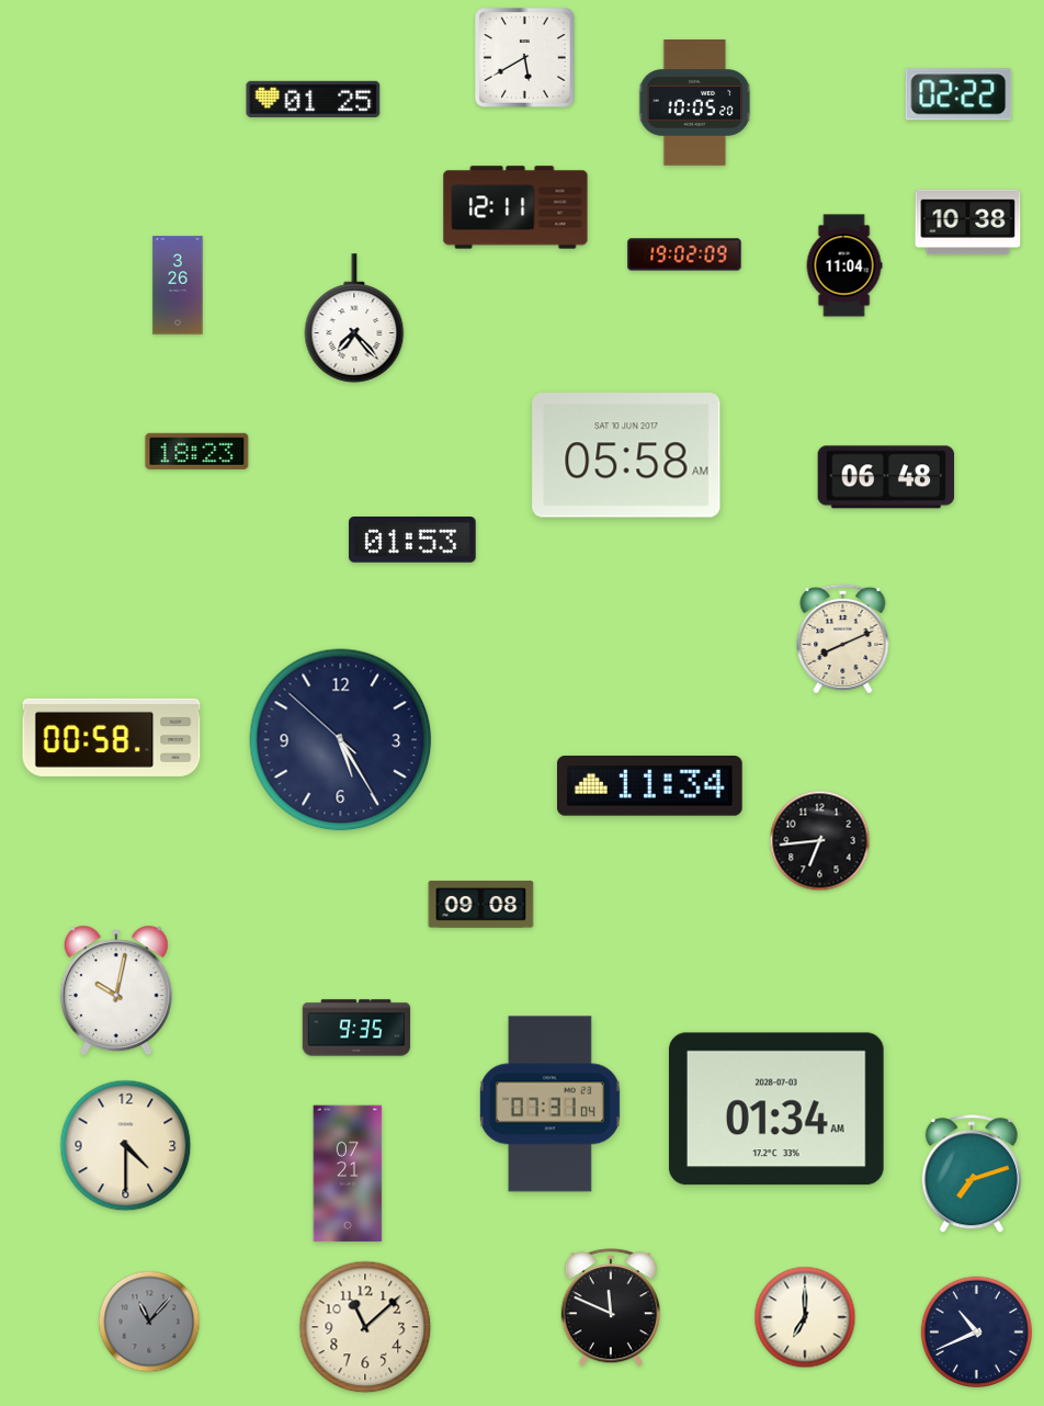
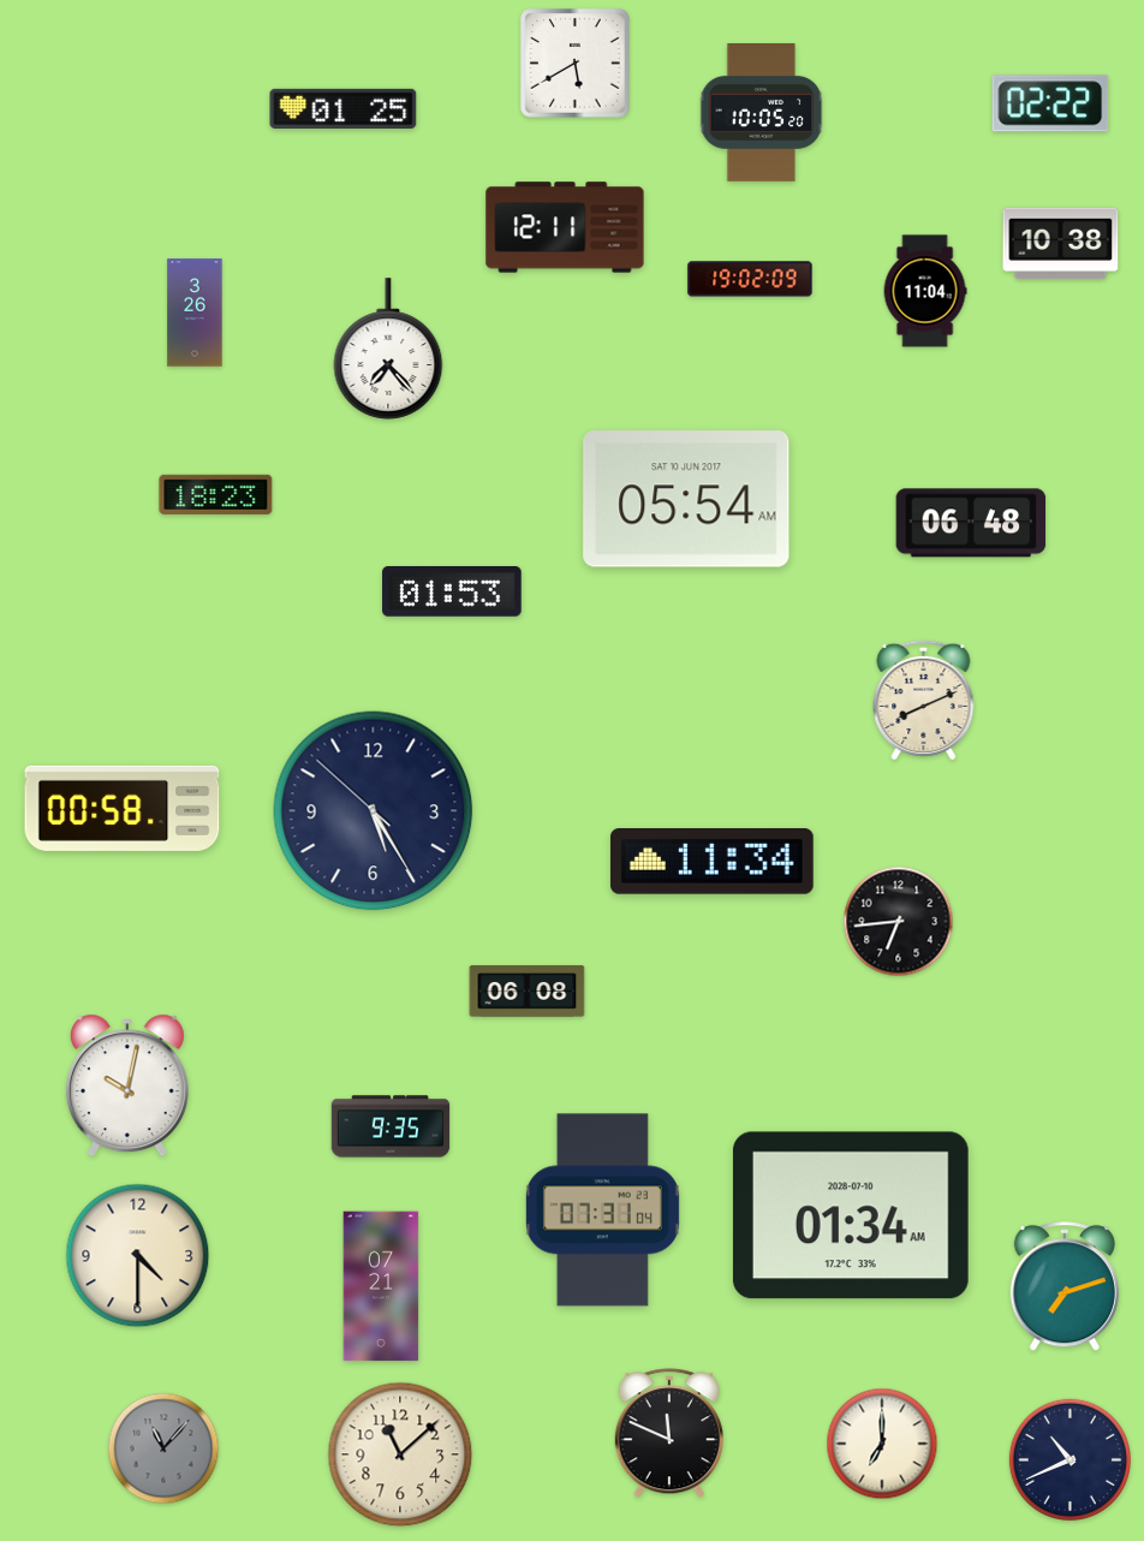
clock at (626, 455): 05:58 -> 05:54
clock at (481, 905): 09:08 -> 06:08
clock at (776, 1109) date: 2028-07-03 -> 2028-07-10
